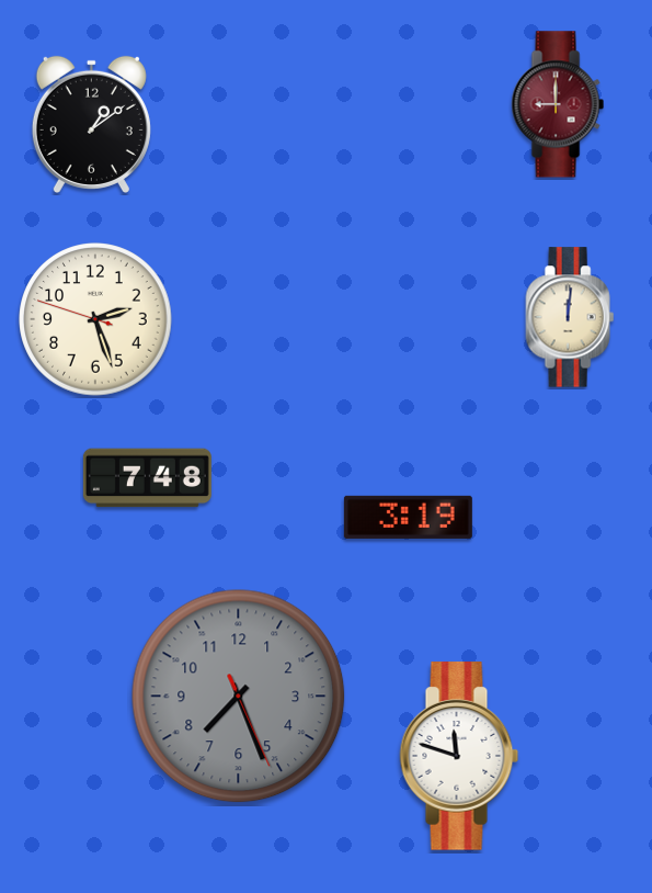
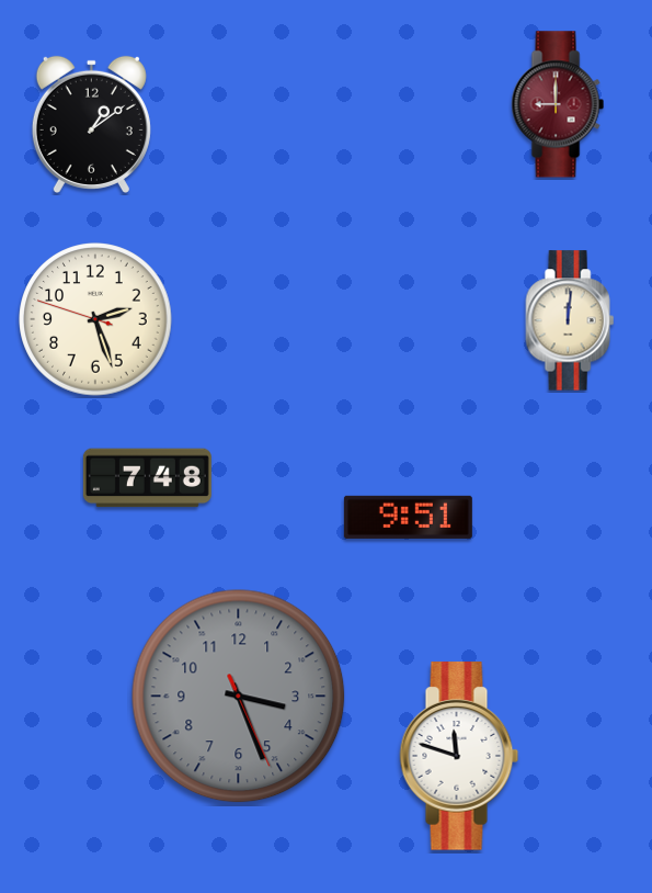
clock at (570, 317) position: (570, 317) -> (570, 320)
clock at (408, 517): 3:19 -> 9:51
clock at (239, 697): 7:26 -> 3:26
